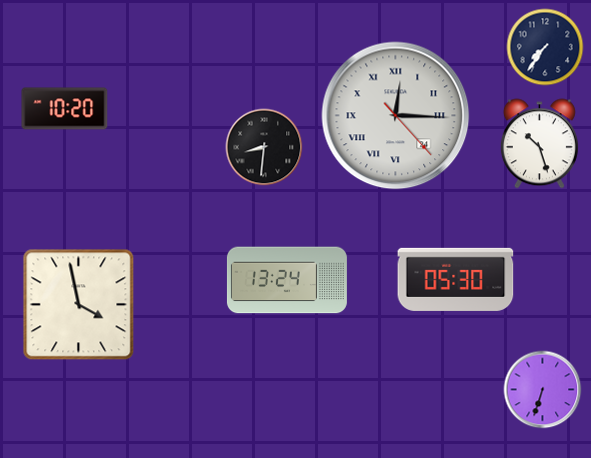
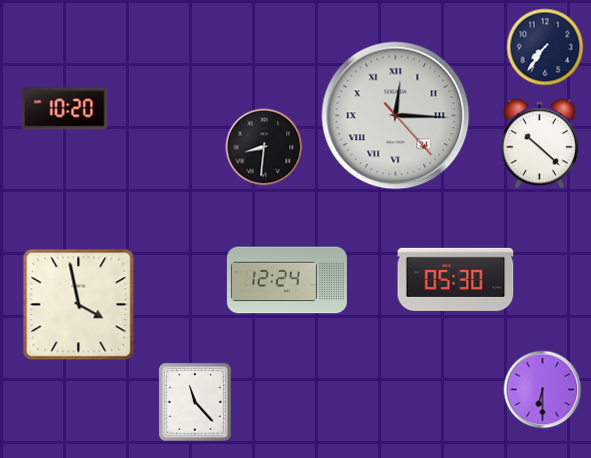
clock at (539, 144): 10:27 -> 10:22
clock at (287, 280): 13:24 -> 12:24
clock at (543, 390): 6:33 -> 6:30
clock at (195, 402): none -> 11:23
